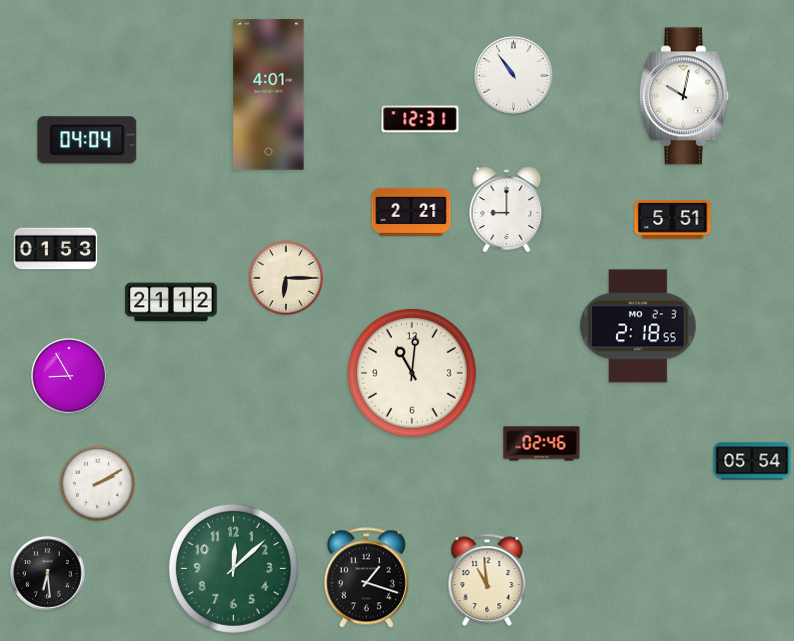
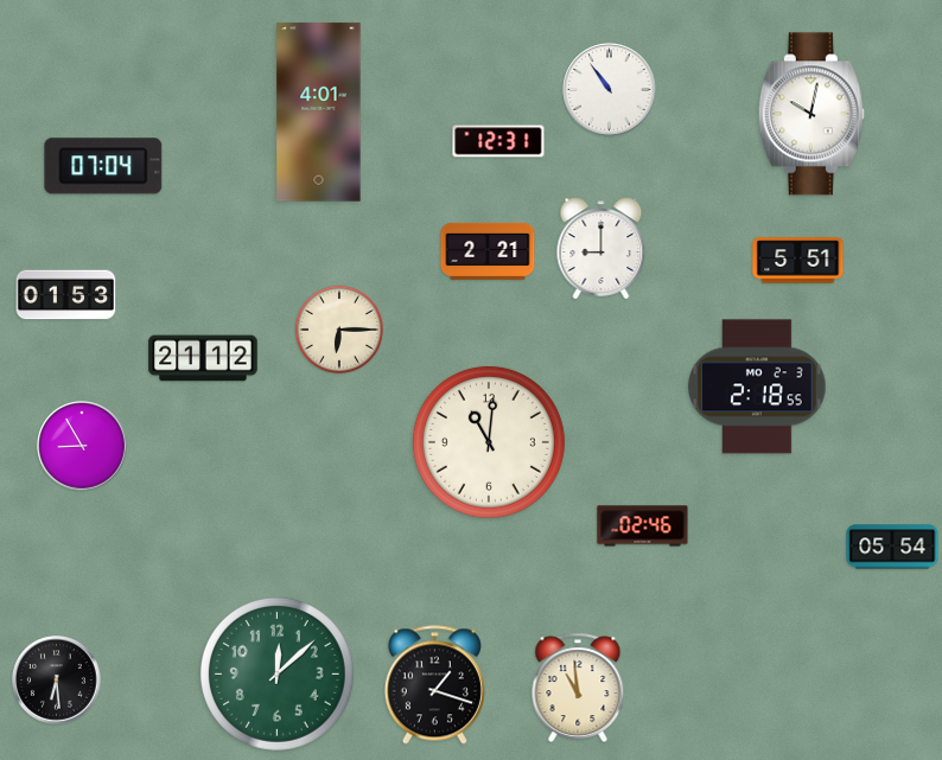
clock at (87, 140): 04:04 -> 07:04
clock at (97, 483): 2:10 -> none
